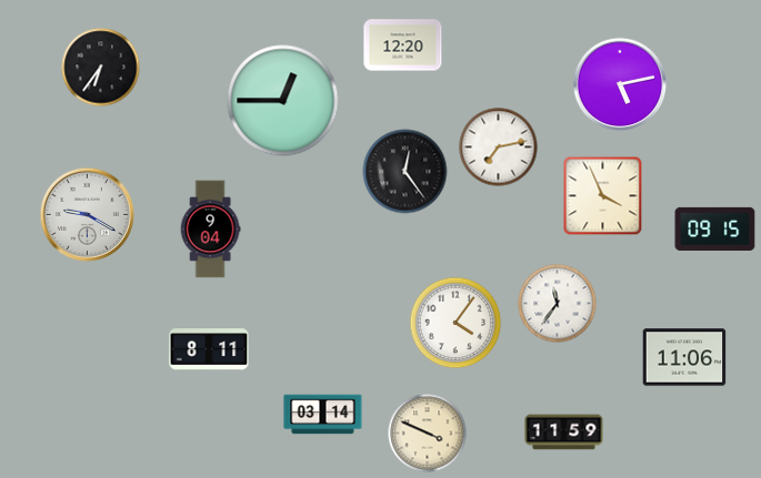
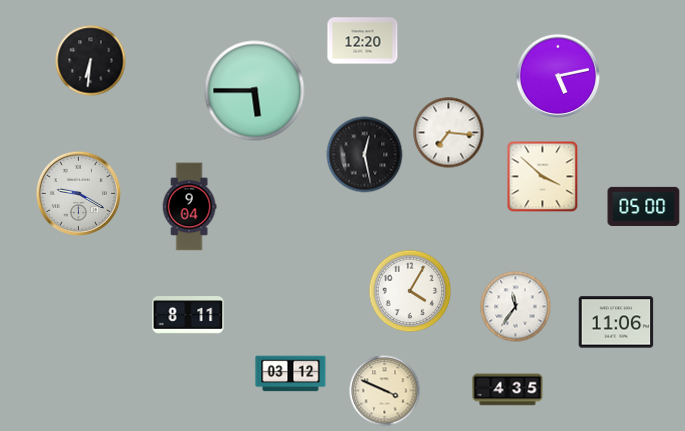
clock at (101, 68): 6:36 -> 6:31
clock at (283, 101): 12:45 -> 5:45
clock at (499, 148): 7:13 -> 7:16
clock at (405, 172): 12:24 -> 12:28
clock at (603, 196): 3:56 -> 3:52
clock at (715, 228): 09:15 -> 05:00
clock at (558, 304) position: (558, 304) -> (516, 307)
clock at (455, 323): 4:06 -> 4:05
clock at (323, 415): 03:14 -> 03:12
clock at (564, 433): 11:59 -> 4:35
